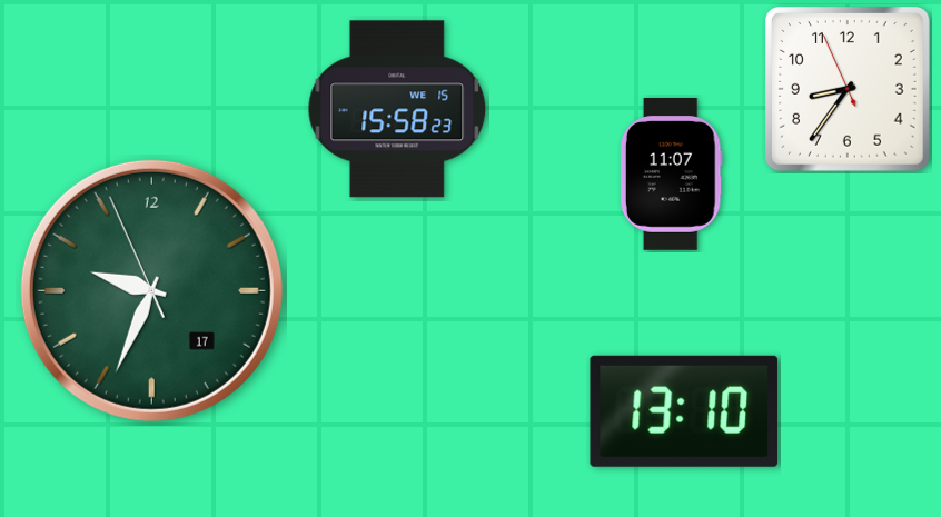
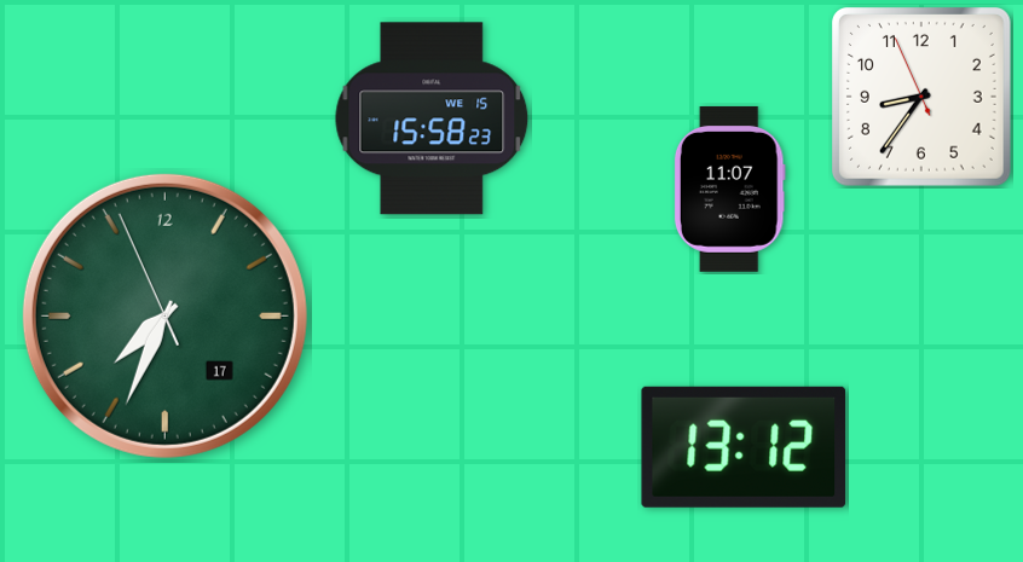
clock at (151, 290): 9:33 -> 7:33
clock at (684, 411): 13:10 -> 13:12
